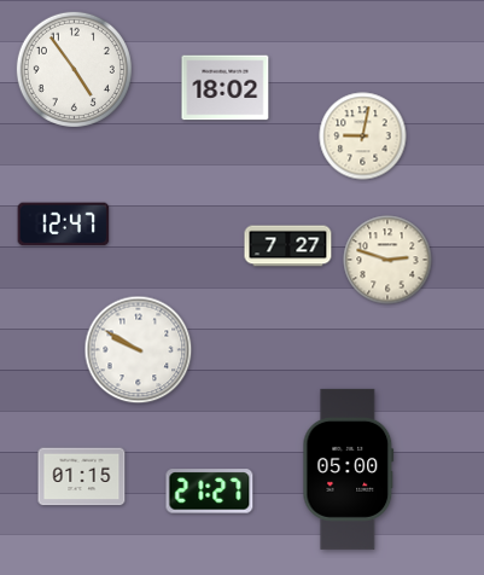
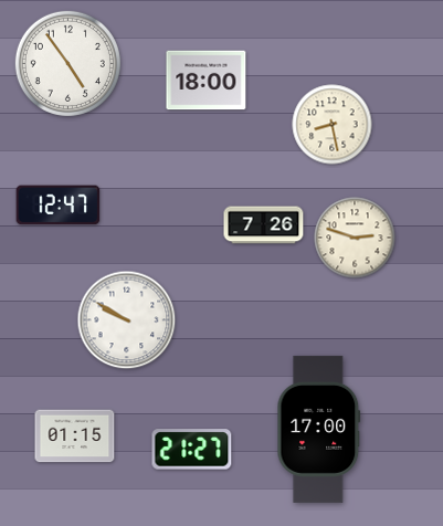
clock at (226, 88): 18:02 -> 18:00
clock at (363, 137): 9:02 -> 8:28
clock at (288, 246): 7:27 -> 7:26
clock at (349, 469): 05:00 -> 17:00
